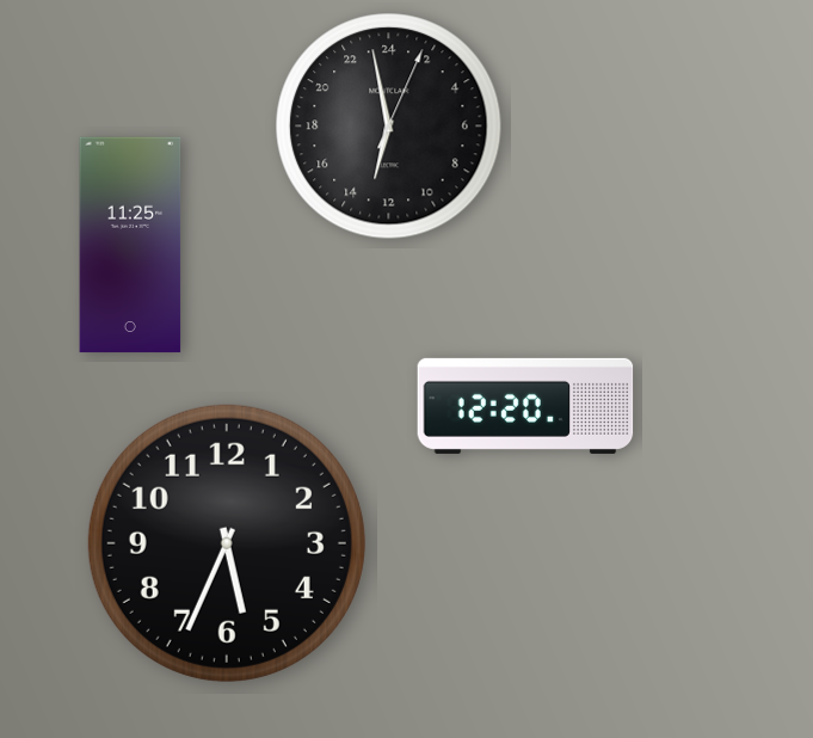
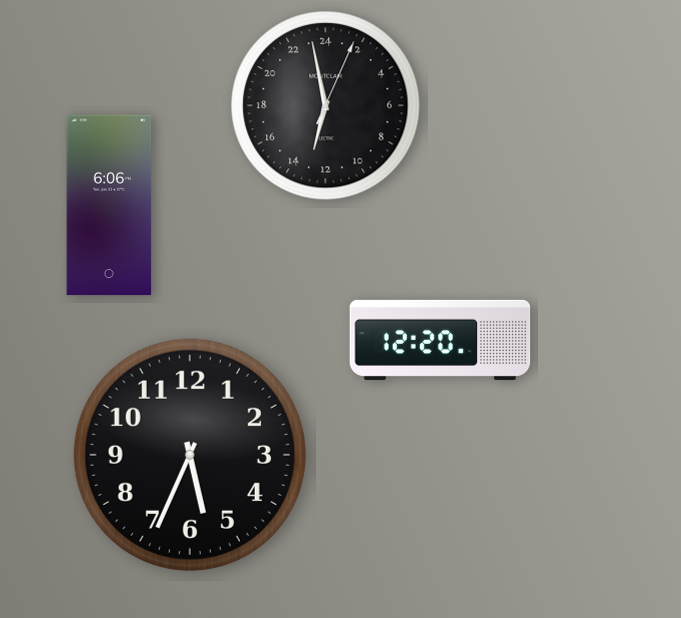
clock at (130, 245): 11:25 -> 6:06
